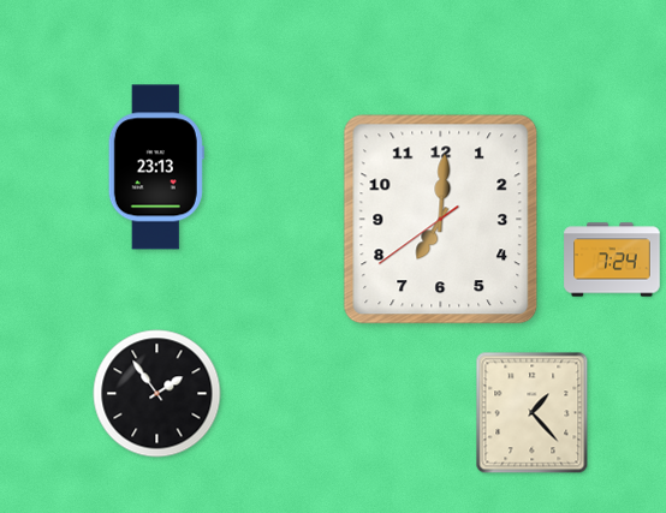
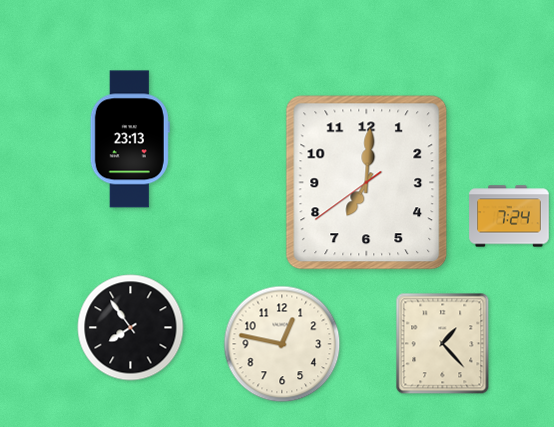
clock at (157, 394): 1:54 -> 7:54
clock at (282, 344): none -> 12:47
